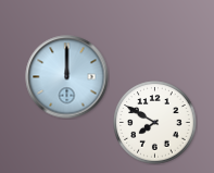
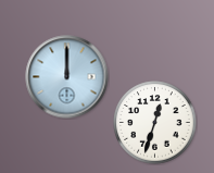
clock at (155, 123): 7:50 -> 12:33
